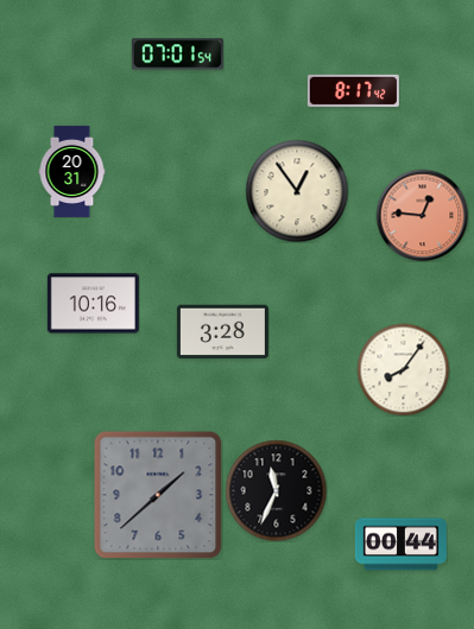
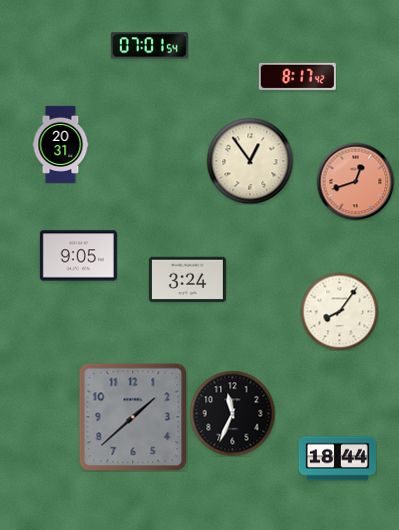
clock at (422, 215): 12:46 -> 12:42
clock at (93, 304): 10:16 -> 9:05
clock at (222, 332): 3:28 -> 3:24
clock at (400, 545): 00:44 -> 18:44
